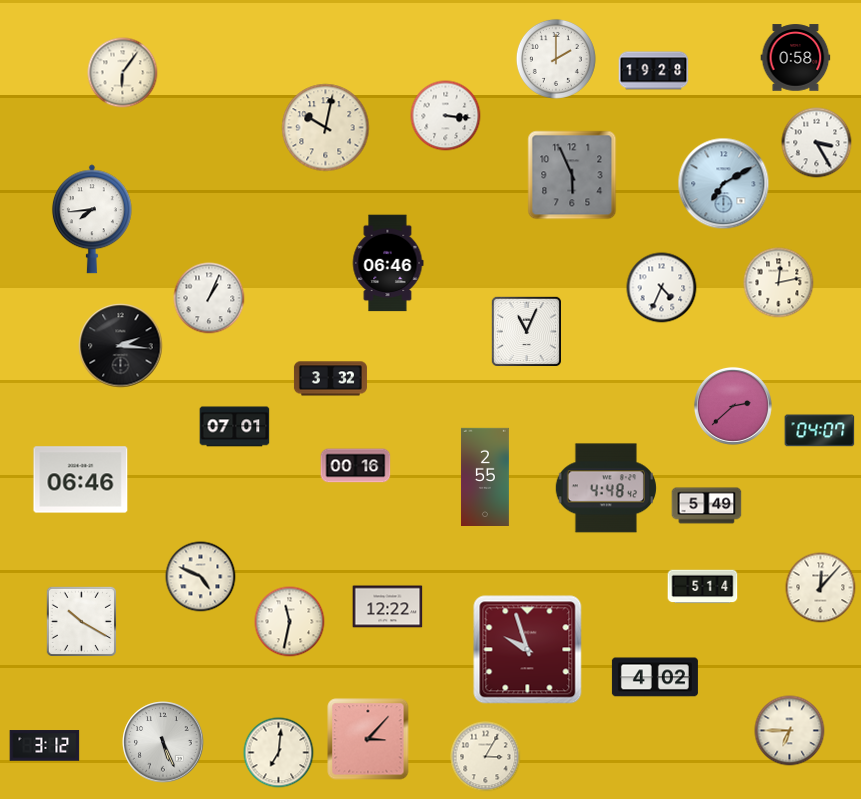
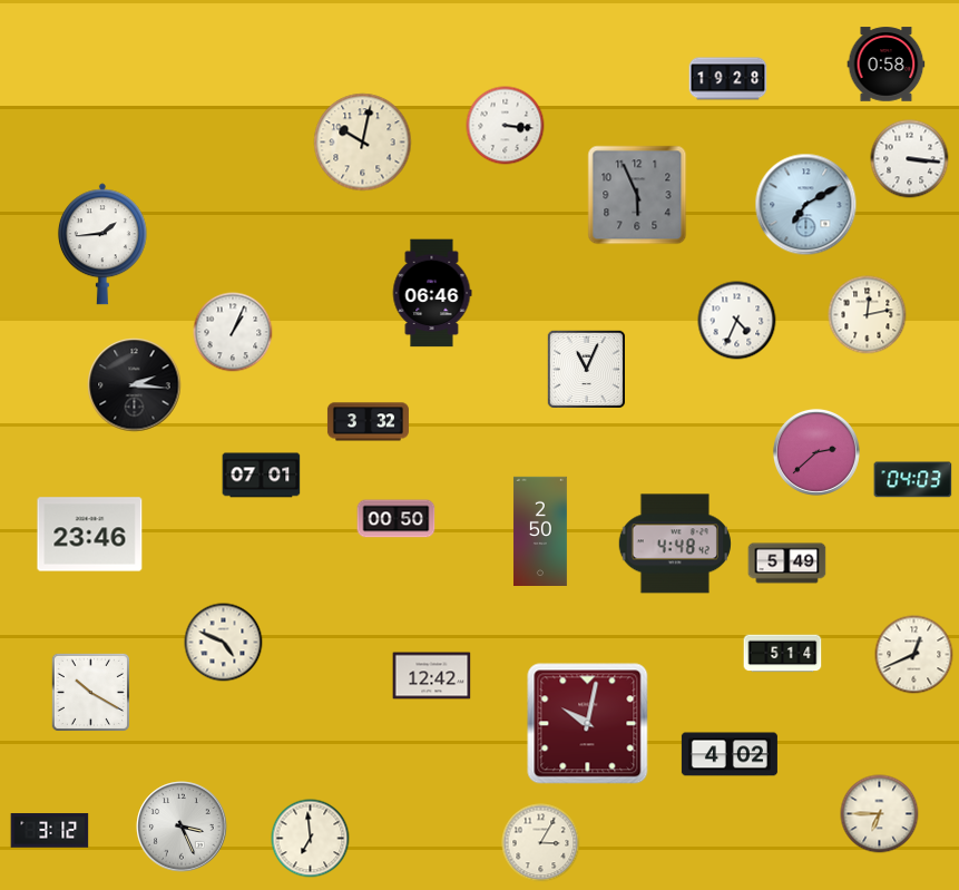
clock at (556, 59): 2:00 -> none
clock at (123, 73): 6:06 -> none
clock at (446, 116) position: (446, 116) -> (506, 126)
clock at (817, 143): 3:25 -> 3:16
clock at (92, 219): 7:44 -> 1:44
clock at (820, 431): 04:07 -> 04:03
clock at (356, 466): 00:16 -> 00:50
clock at (485, 476): 2:55 -> 2:50
clock at (81, 480): 06:46 -> 23:46
clock at (821, 588): 12:07 -> 12:41
clock at (388, 607): 12:22 -> 12:42
clock at (290, 622): 11:32 -> none
clock at (528, 650): 9:57 -> 10:02
clock at (368, 739): 3:07 -> none
clock at (163, 742): 5:26 -> 3:26
clock at (279, 753): 7:01 -> 6:59
